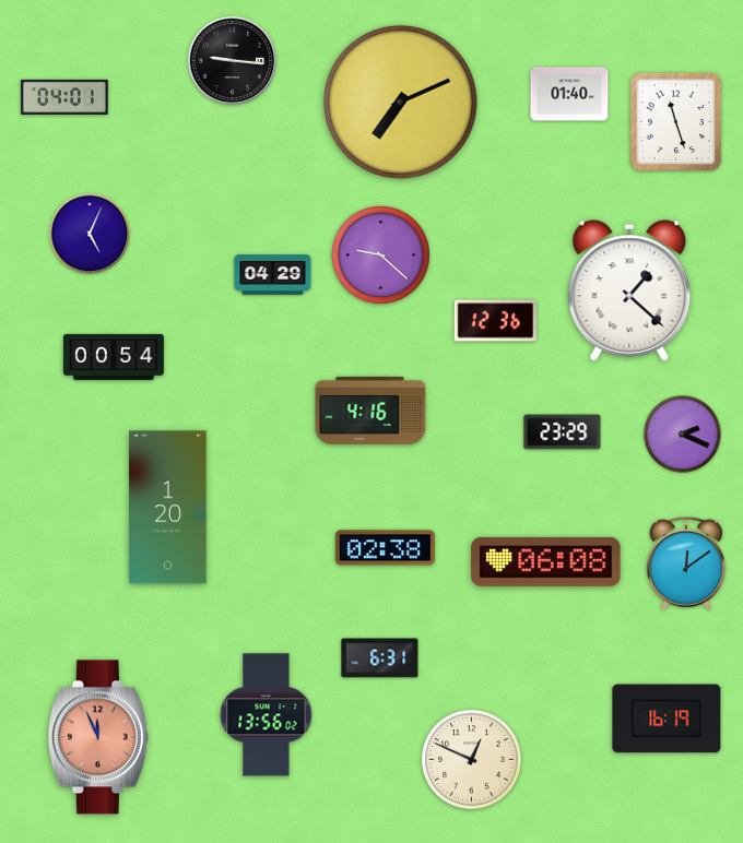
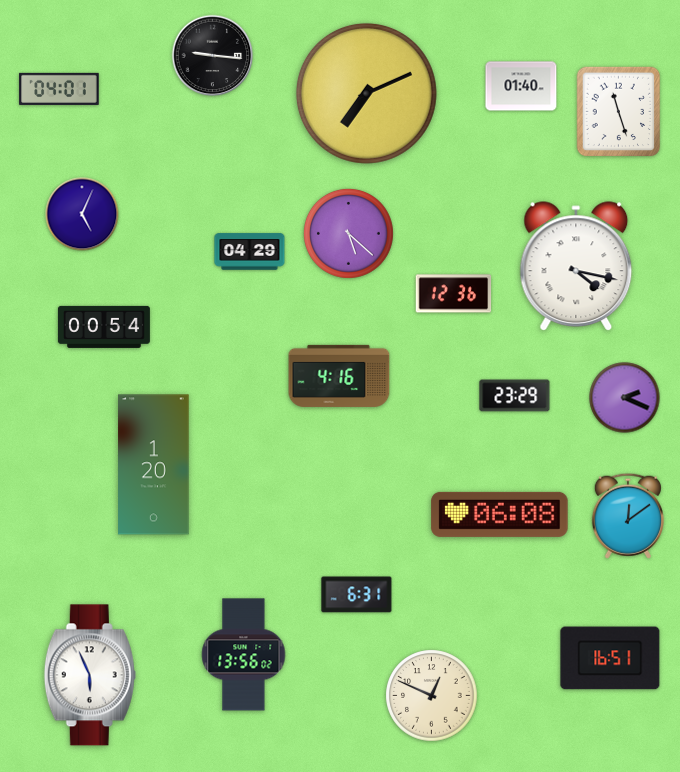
clock at (380, 254): 9:22 -> 5:22
clock at (629, 292): 1:22 -> 4:17
clock at (385, 548): 02:38 -> none
clock at (380, 658) position: (380, 658) -> (357, 595)
clock at (667, 719): 16:19 -> 16:51
clock at (98, 737): 11:56 -> 5:56
clock at (98, 737) dial: salmon -> white
